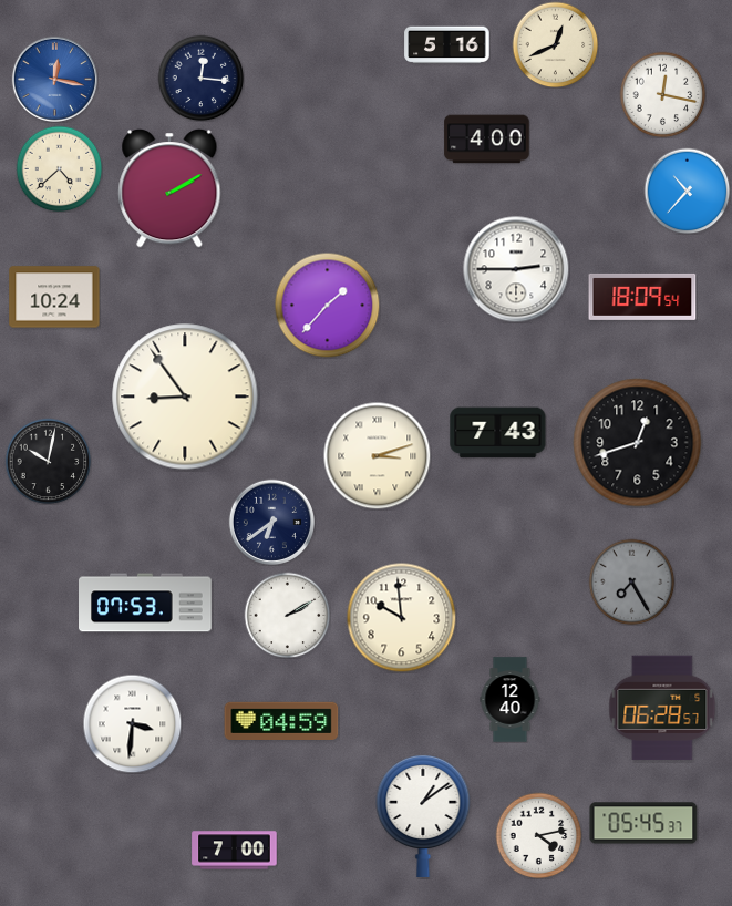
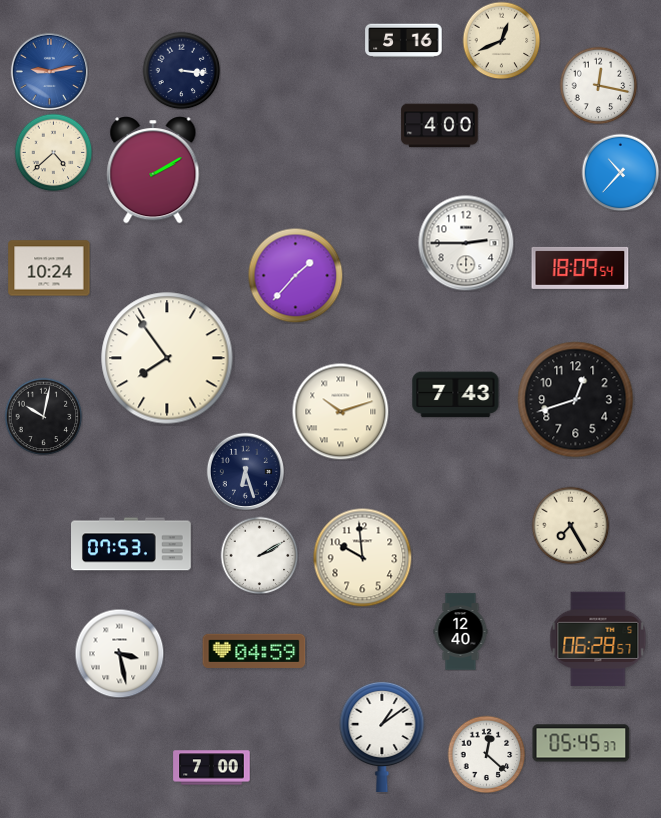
clock at (200, 78): 12:16 -> 3:16
clock at (54, 79): 12:17 -> 9:13
clock at (185, 397): 8:54 -> 7:54
clock at (498, 433) position: (498, 433) -> (456, 395)
clock at (377, 455): 3:12 -> 10:12
clock at (271, 522): 6:39 -> 6:27
clock at (631, 581) dial: grey -> cream
clock at (132, 723): 3:31 -> 3:28
clock at (538, 835): 4:13 -> 12:22
